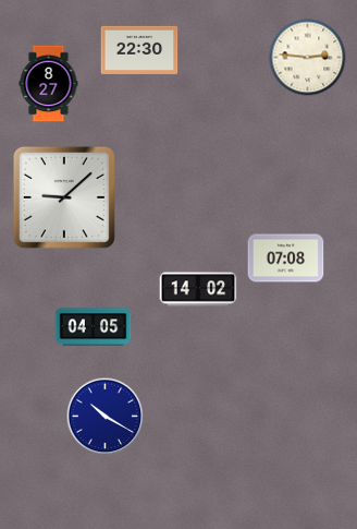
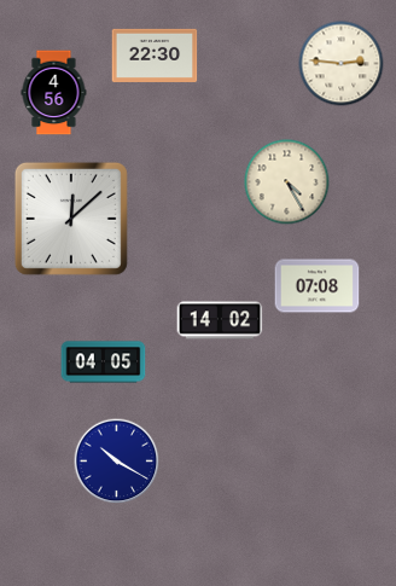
clock at (49, 84): 8:27 -> 4:56
clock at (287, 182): none -> 4:25
clock at (64, 197): 9:08 -> 12:08
